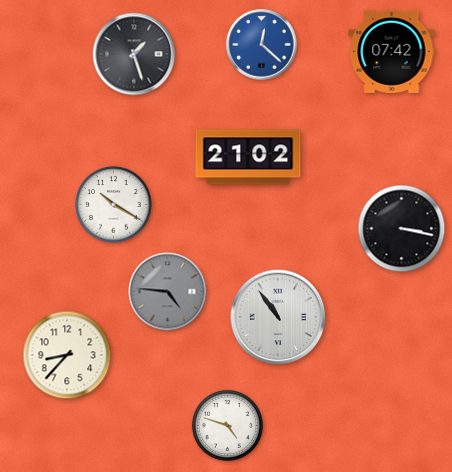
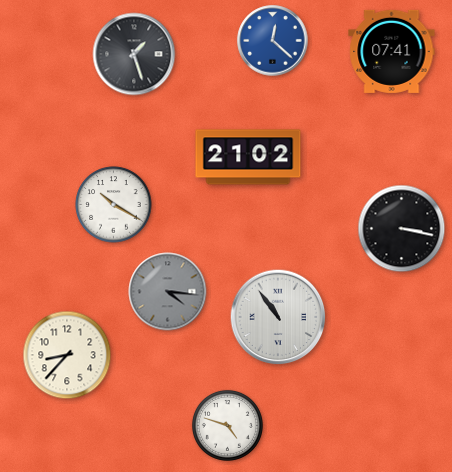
clock at (262, 45) position: (262, 45) -> (273, 41)
clock at (392, 51): 07:42 -> 07:41
clock at (168, 292): 4:46 -> 4:16
